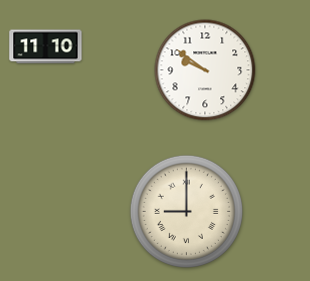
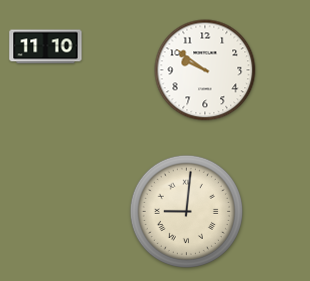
clock at (186, 211): 9:00 -> 9:01
